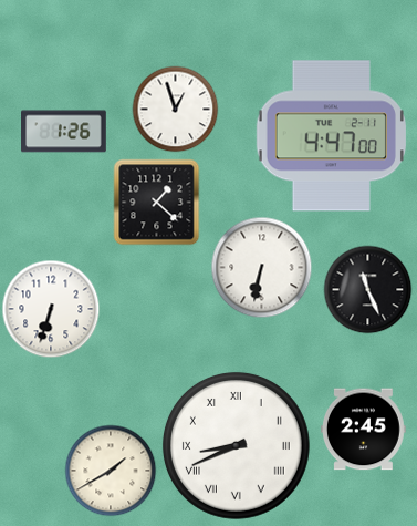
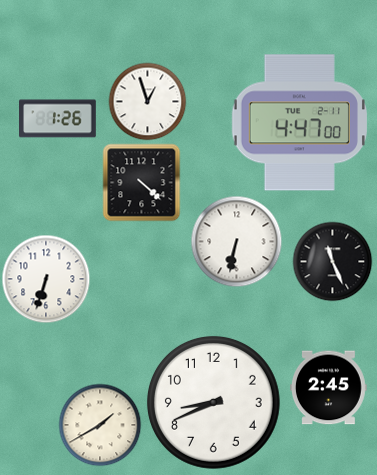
clock at (175, 109) position: (175, 109) -> (147, 101)
clock at (156, 202): 1:22 -> 4:22
clock at (236, 445) numerals: Roman -> Arabic
